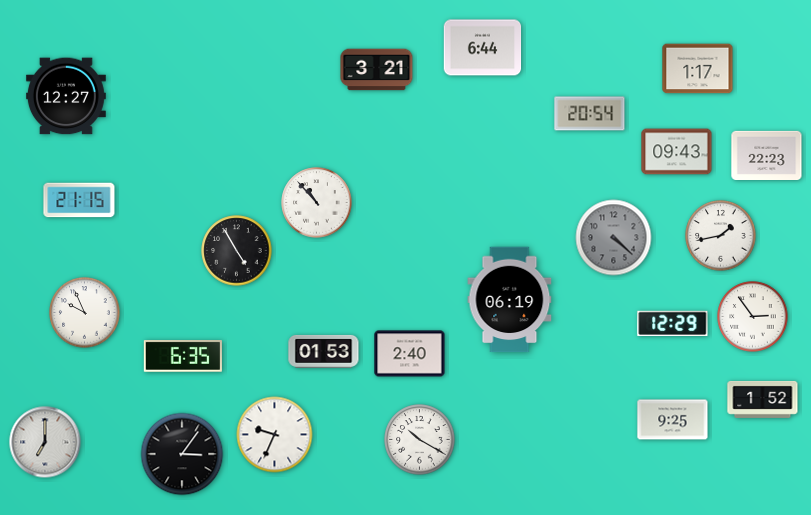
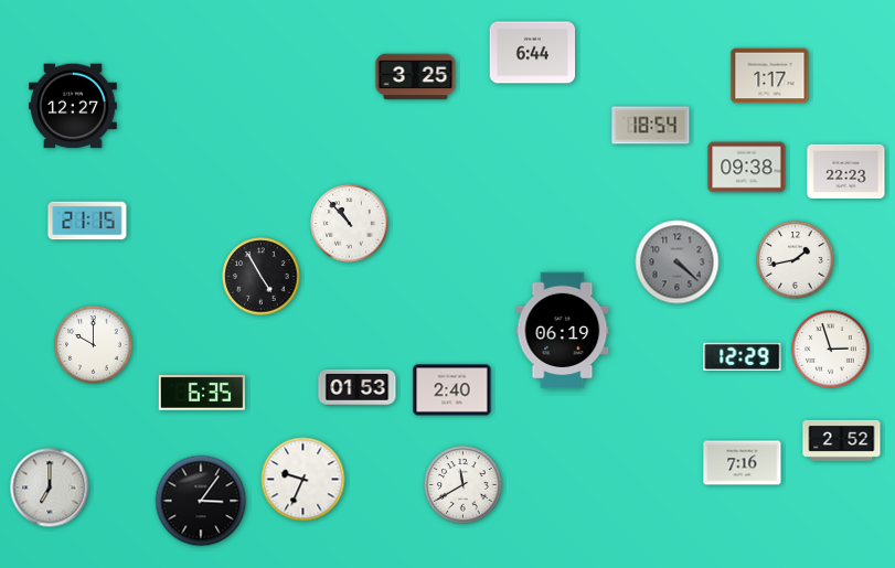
clock at (377, 70): 3:21 -> 3:25
clock at (590, 114): 20:54 -> 18:54
clock at (677, 152): 09:43 -> 09:38
clock at (85, 313): 9:56 -> 10:00
clock at (753, 317): 2:54 -> 2:57
clock at (763, 399): 1:52 -> 2:52
clock at (673, 420): 9:25 -> 7:16
clock at (420, 440): 10:20 -> 11:40
